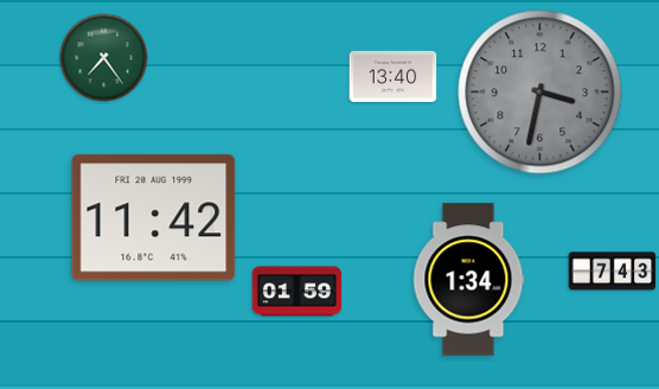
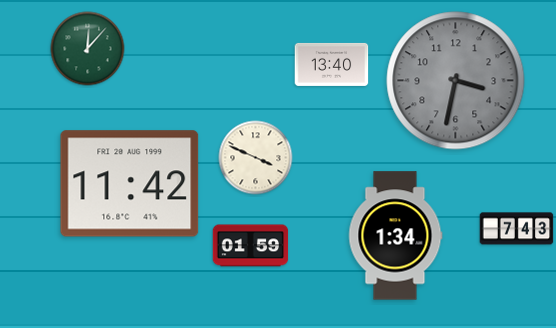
clock at (104, 58): 7:24 -> 12:07
clock at (540, 93) position: (540, 93) -> (456, 81)
clock at (256, 158): none -> 3:49
